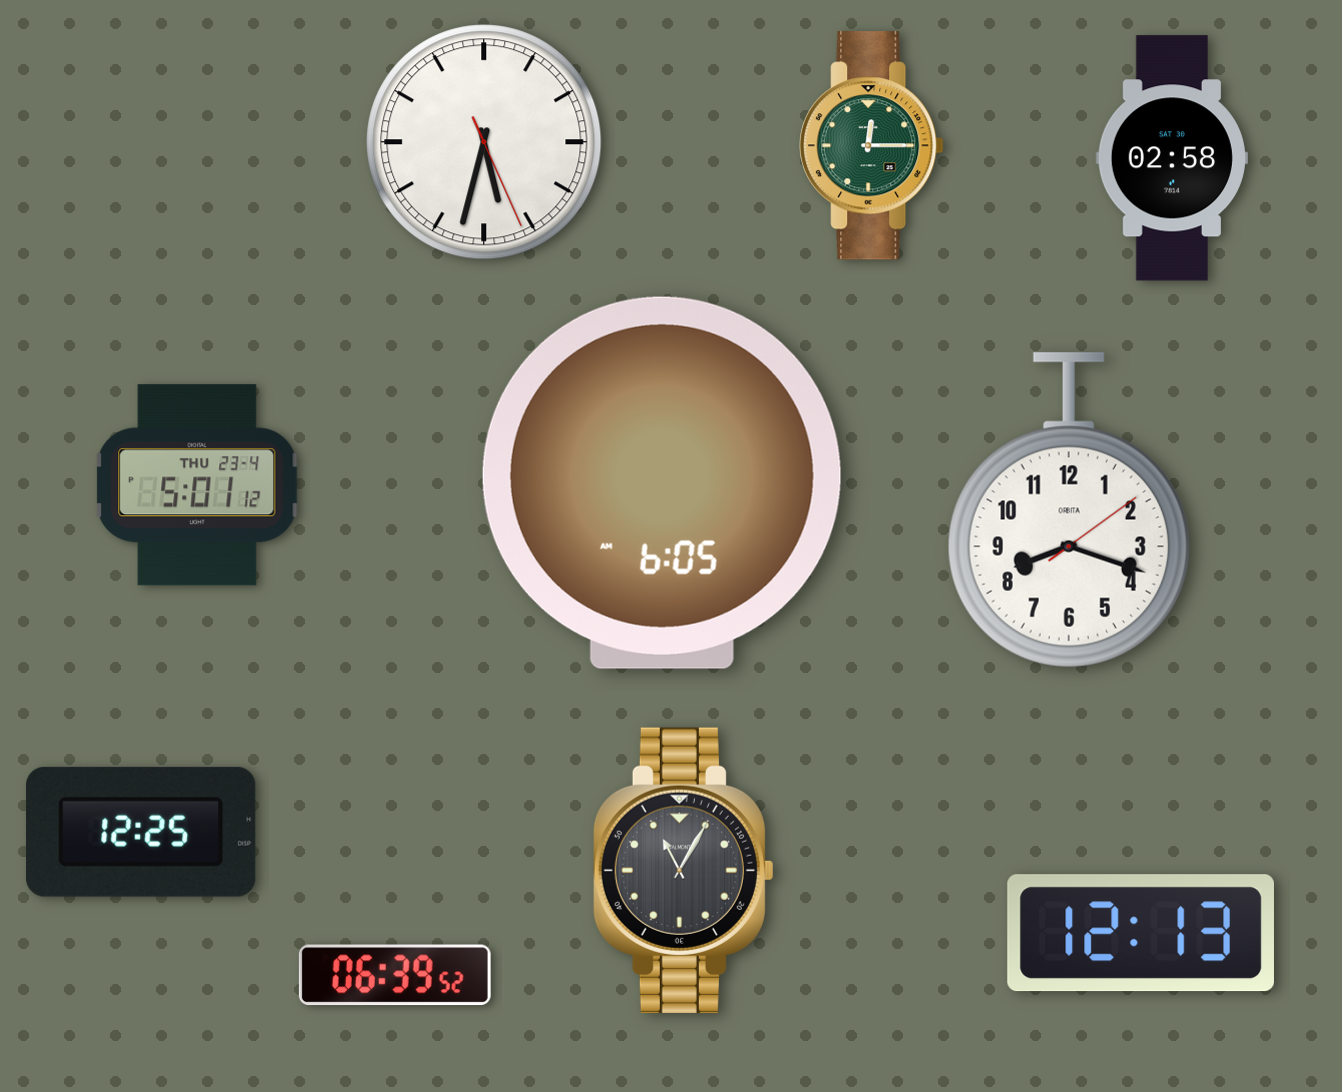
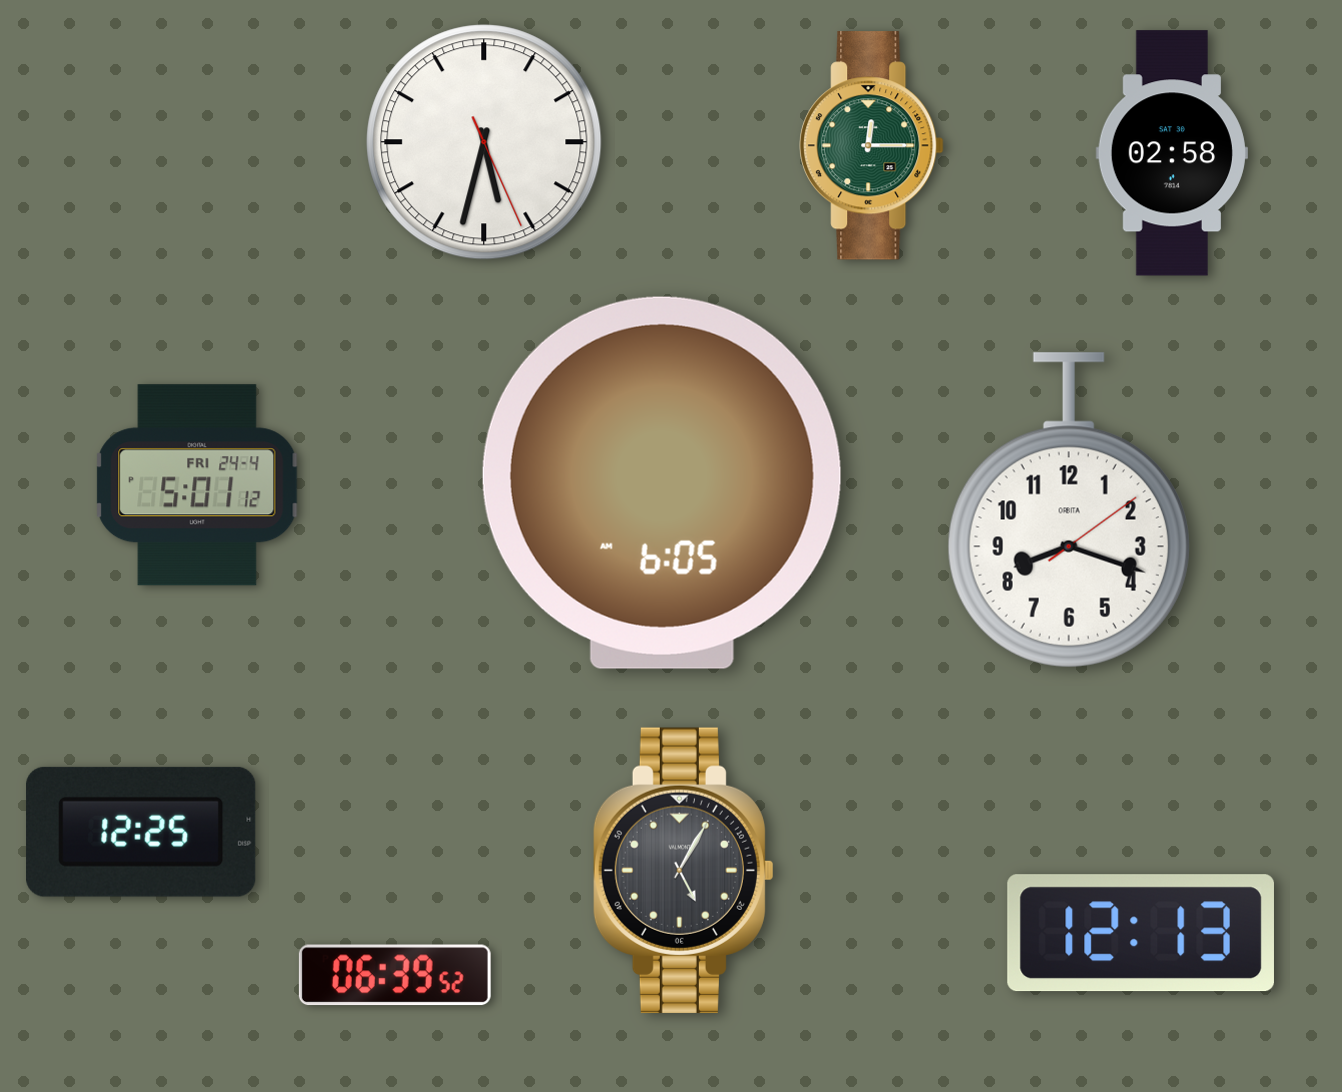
clock at (1172, 158) position: (1172, 158) -> (1172, 153)
clock at (197, 485) date: THU 23-4 -> FRI 24-4
clock at (683, 870): 11:05 -> 5:05
